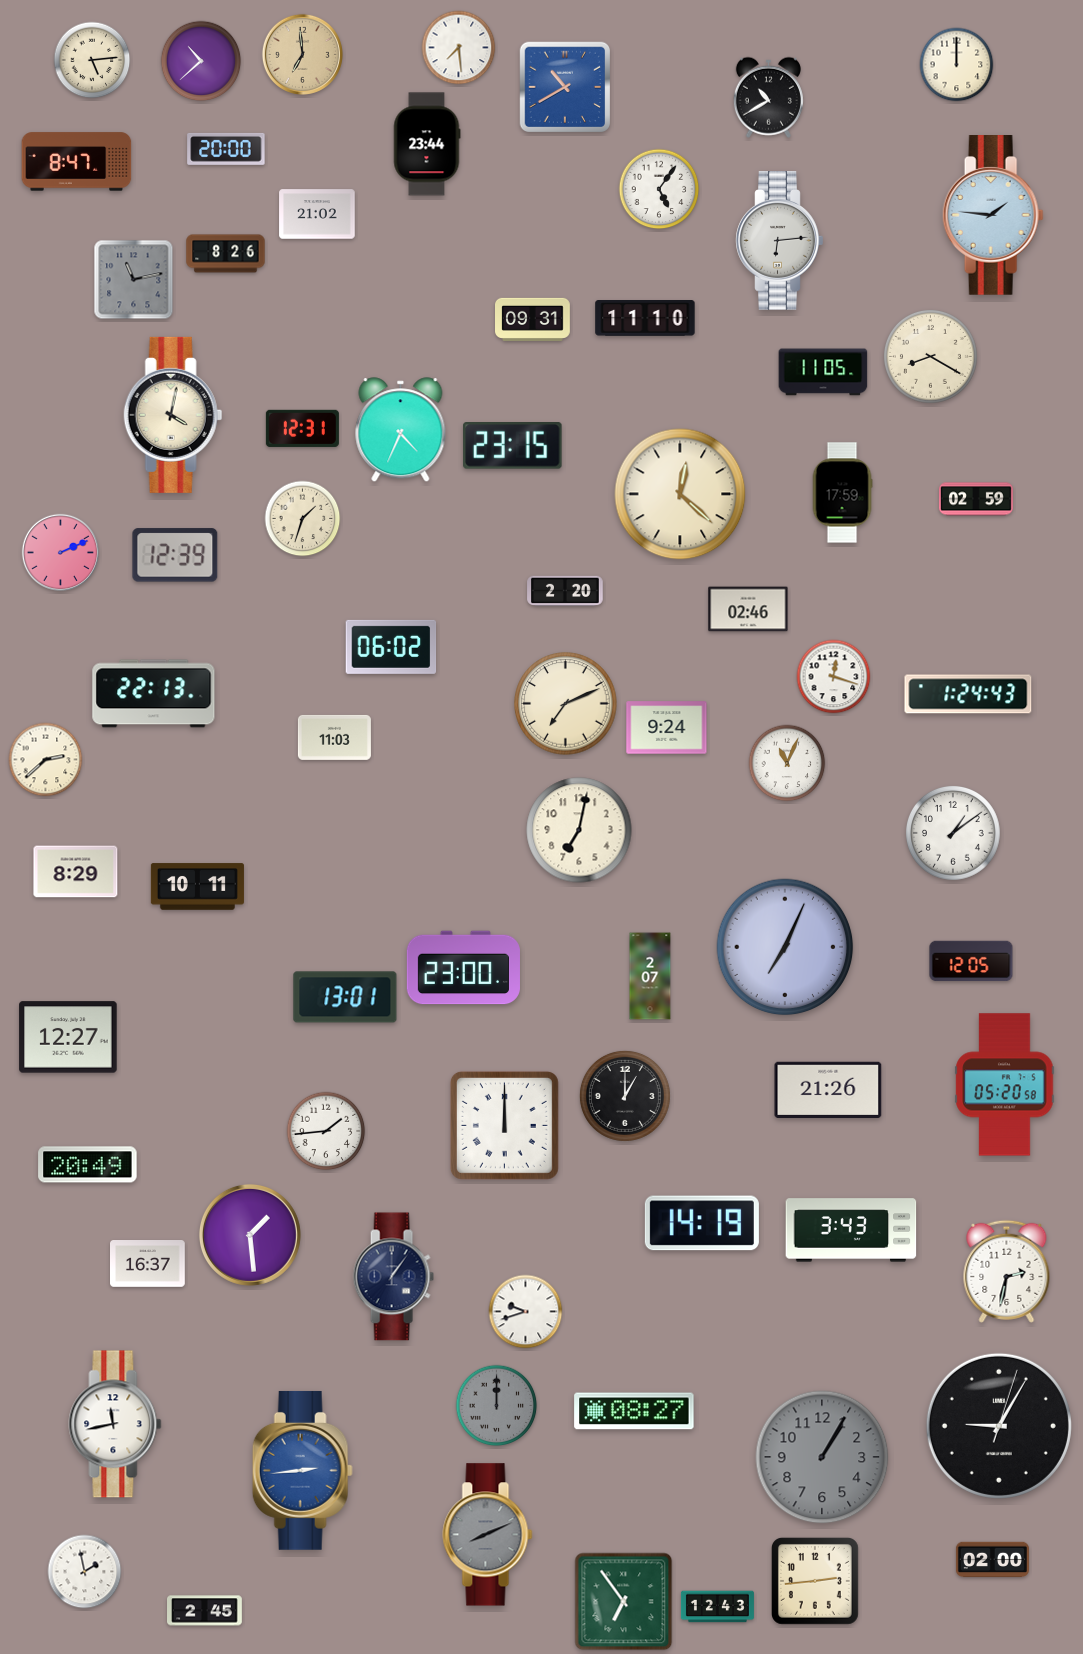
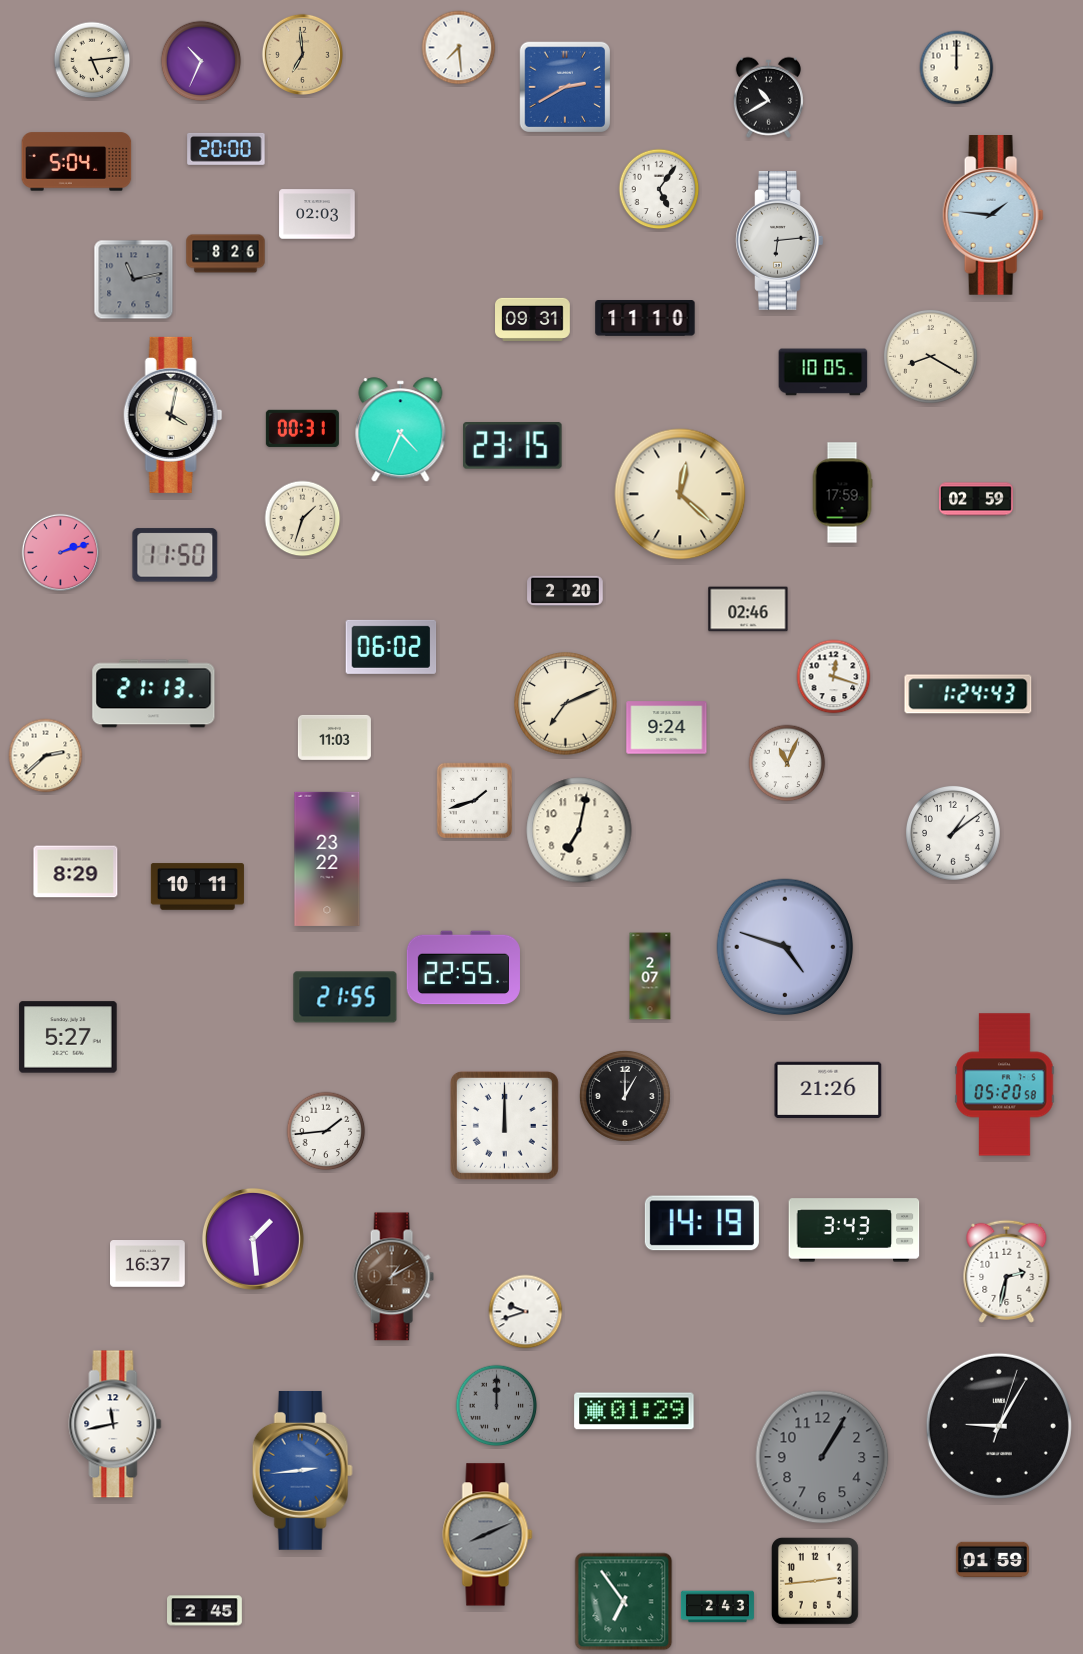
clock at (201, 61): 10:38 -> 10:34
clock at (957, 65) position: (957, 65) -> (957, 68)
clock at (565, 87): 10:40 -> 2:40
clock at (427, 144): 23:44 -> none
clock at (77, 162): 8:47 -> 5:04
clock at (317, 214): 21:02 -> 02:03
clock at (823, 372): 11:05 -> 10:05
clock at (302, 428): 12:31 -> 00:31
clock at (60, 552): 2:11 -> 2:12
clock at (175, 555): 12:39 -> 11:50
clock at (154, 694): 22:13 -> 21:13
clock at (46, 760) position: (46, 760) -> (46, 756)
clock at (474, 800): none -> 1:42
clock at (327, 859): none -> 23:22
clock at (785, 947): 7:04 -> 4:48
clock at (971, 961): 12:05 -> none
clock at (463, 968): 23:00 -> 22:55
clock at (345, 997): 13:01 -> 21:55
clock at (68, 1037): 12:27 -> 5:27
clock at (88, 1165): 20:49 -> none
clock at (851, 1230) position: (851, 1230) -> (854, 1230)
clock at (250, 1235) position: (250, 1235) -> (253, 1239)
clock at (393, 1277): 1:06 -> 1:10
clock at (393, 1277) dial: navy -> brown
clock at (634, 1411): 08:27 -> 01:29
clock at (992, 1560): 02:00 -> 01:59
clock at (85, 1572): 1:58 -> none
clock at (717, 1607): 12:43 -> 2:43
